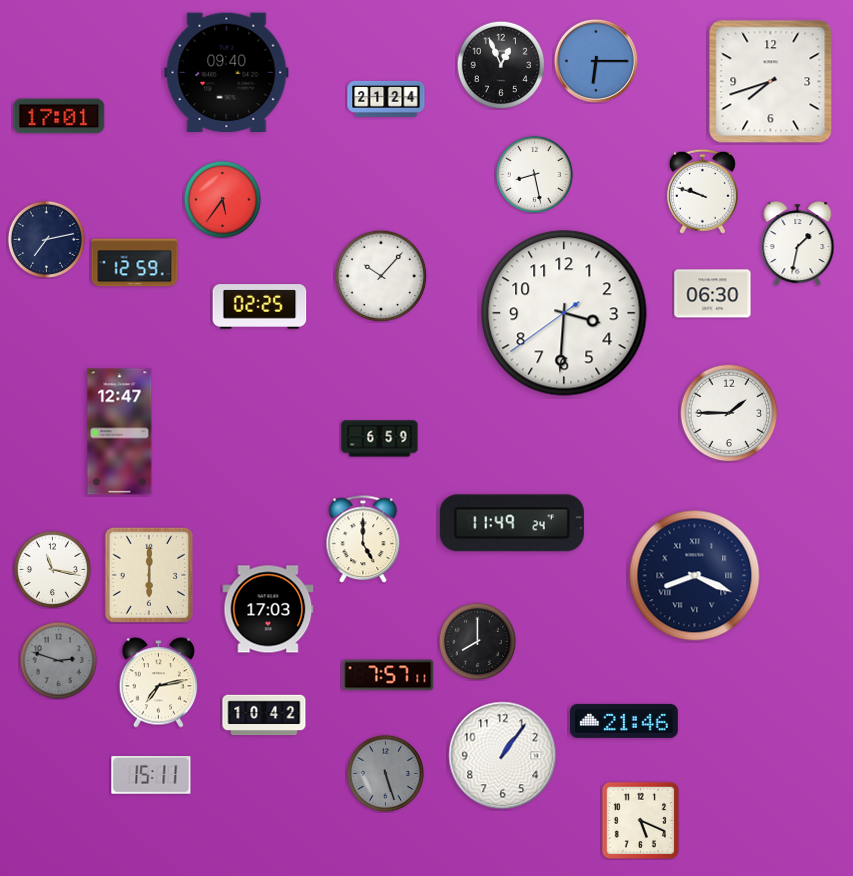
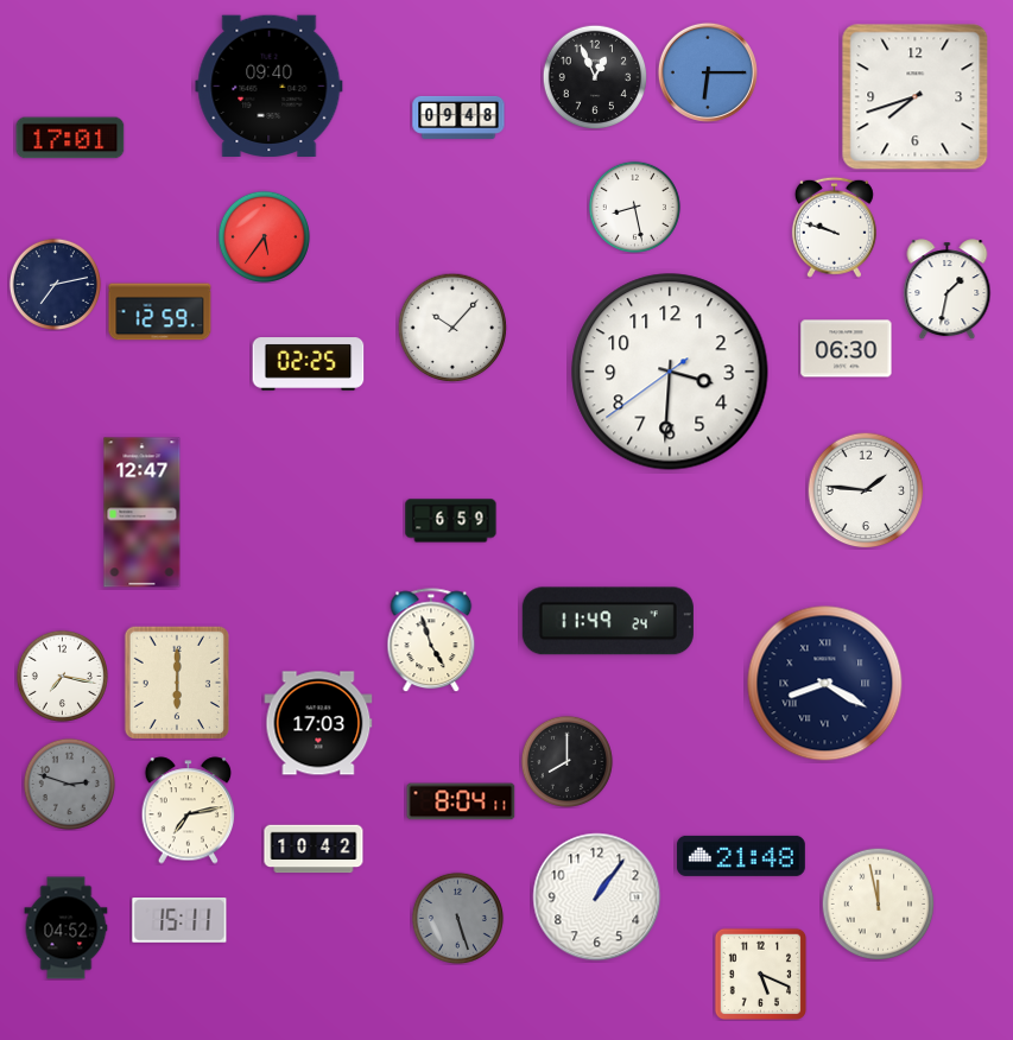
clock at (386, 99): 21:24 -> 09:48
clock at (729, 413): 1:45 -> 1:46
clock at (363, 539): 5:00 -> 4:57
clock at (52, 569): 11:17 -> 7:17
clock at (695, 576): 8:19 -> 8:20
clock at (388, 675): 7:57 -> 8:04
clock at (624, 721): 21:46 -> 21:48
clock at (878, 903): none -> 11:58
clock at (67, 928): none -> 04:52
